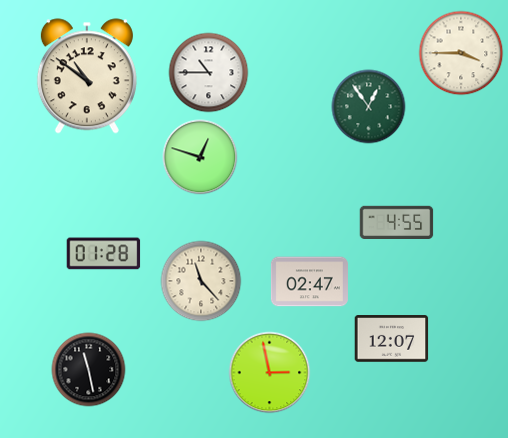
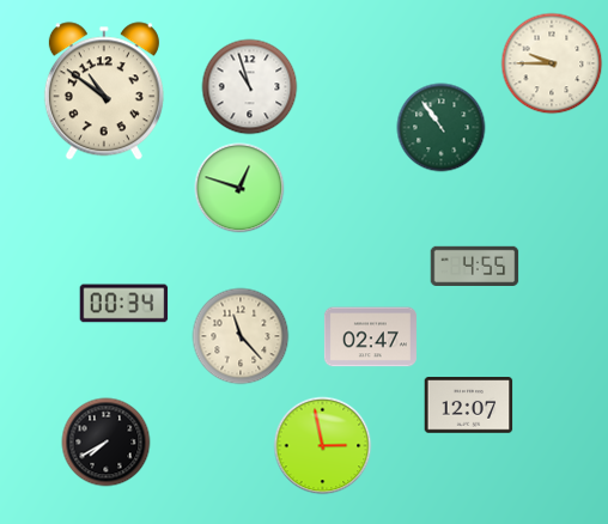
clock at (461, 53): 3:45 -> 9:45
clock at (209, 73): 10:45 -> 10:57
clock at (369, 107): 12:54 -> 10:54
clock at (104, 254): 01:28 -> 00:34
clock at (89, 370): 11:28 -> 7:40
